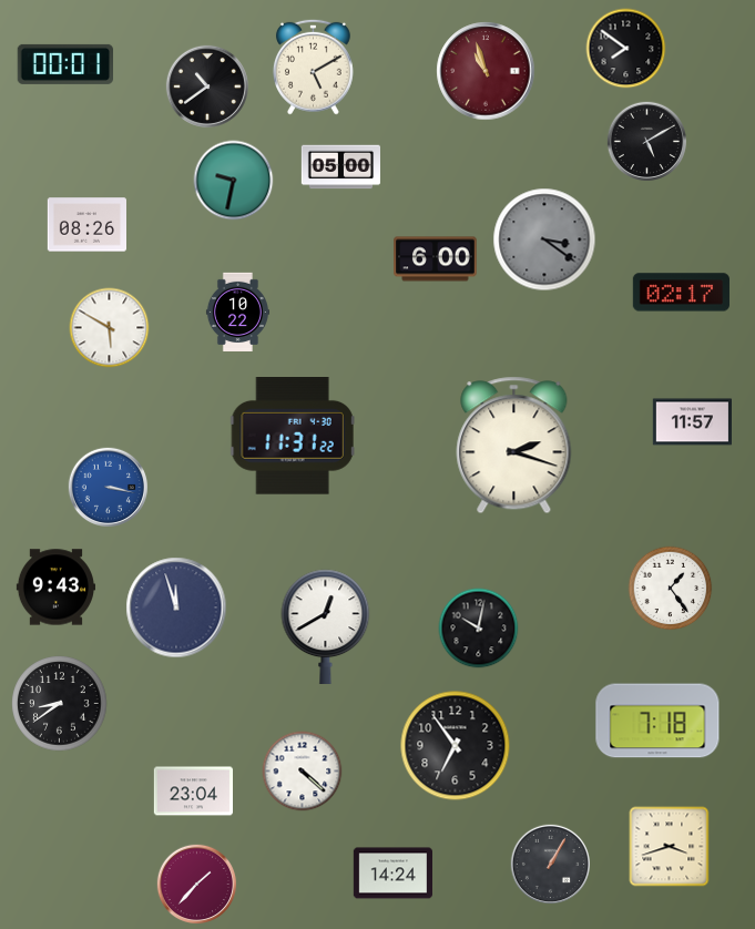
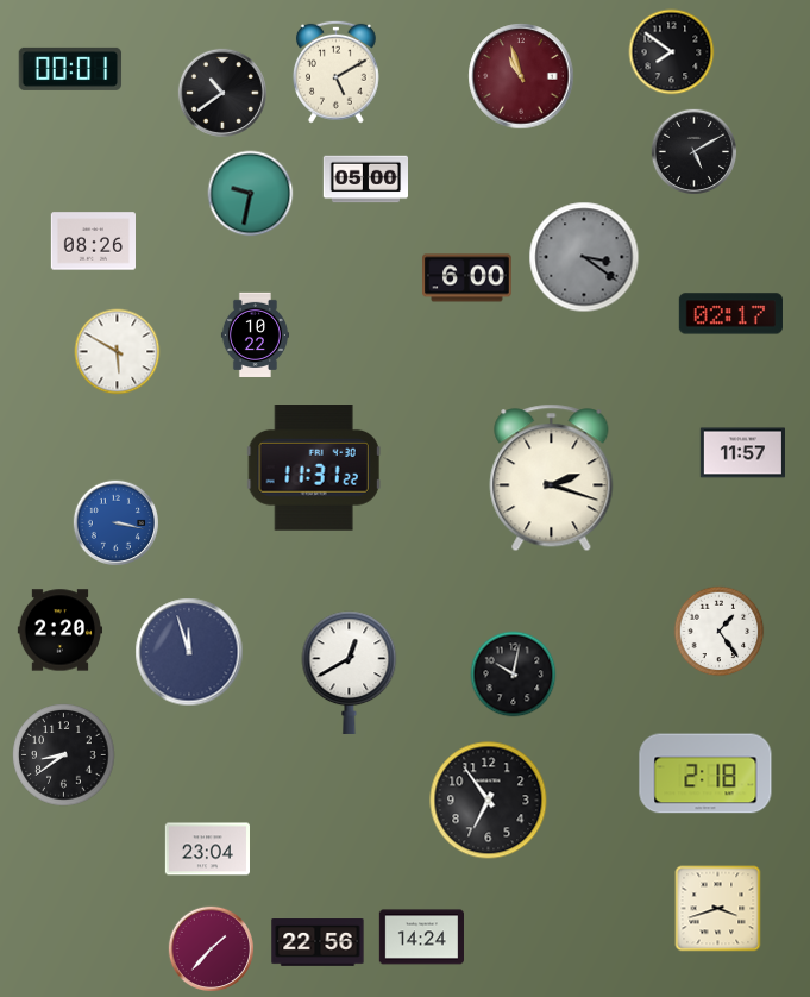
clock at (55, 588): 9:43 -> 2:20
clock at (657, 721): 7:18 -> 2:18
clock at (303, 772): 4:22 -> none
clock at (550, 864): 1:05 -> none
clock at (318, 943): none -> 22:56
